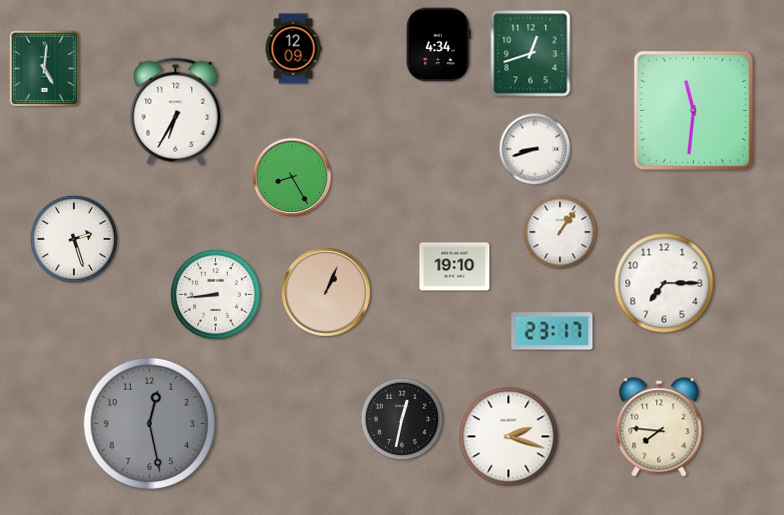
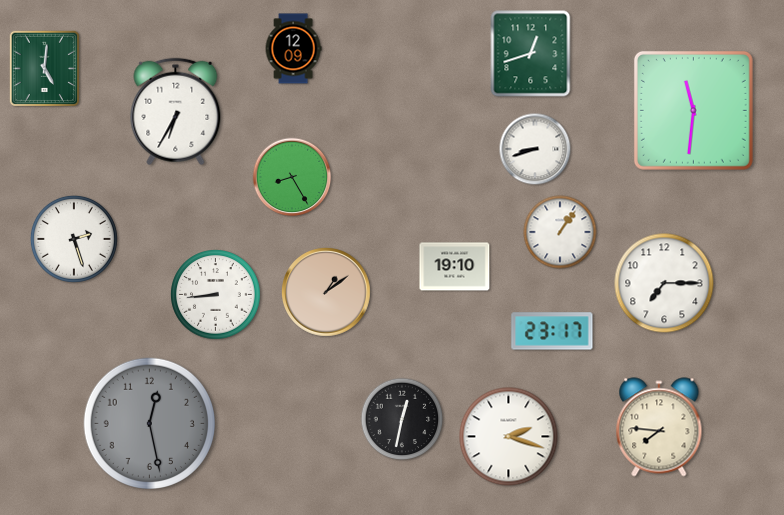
clock at (438, 45): 4:34 -> none
clock at (326, 292): 1:04 -> 1:09
